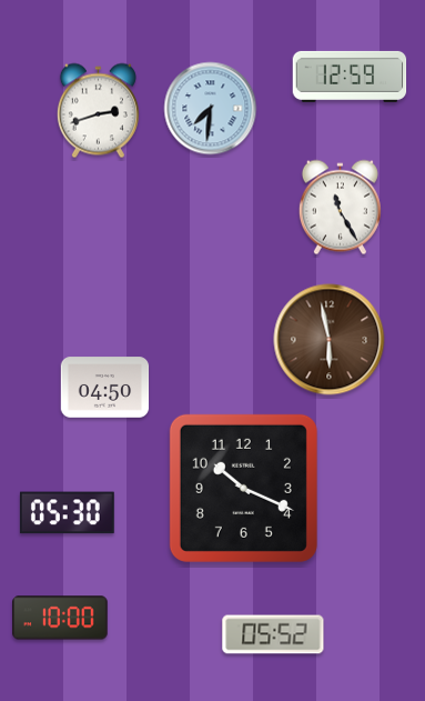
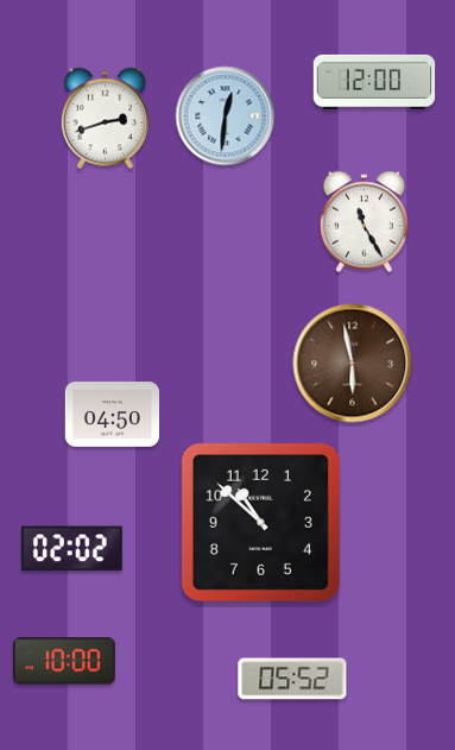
clock at (350, 77): 12:59 -> 12:00
clock at (211, 109): 7:31 -> 12:31
clock at (243, 488): 10:19 -> 10:52
clock at (67, 513): 05:30 -> 02:02
